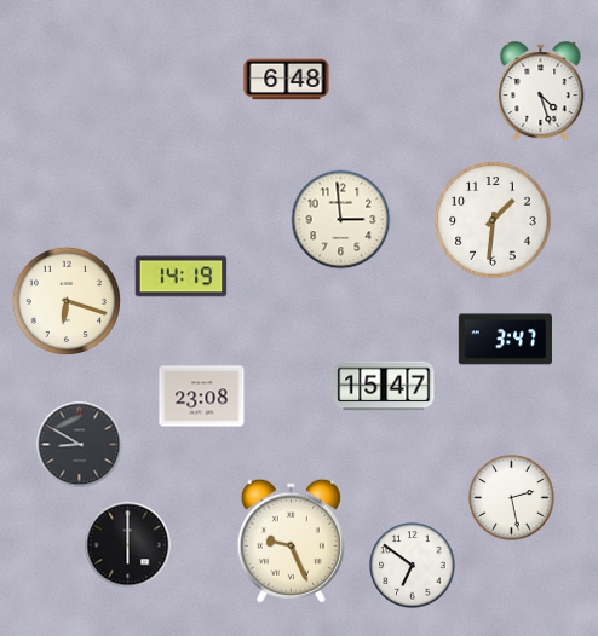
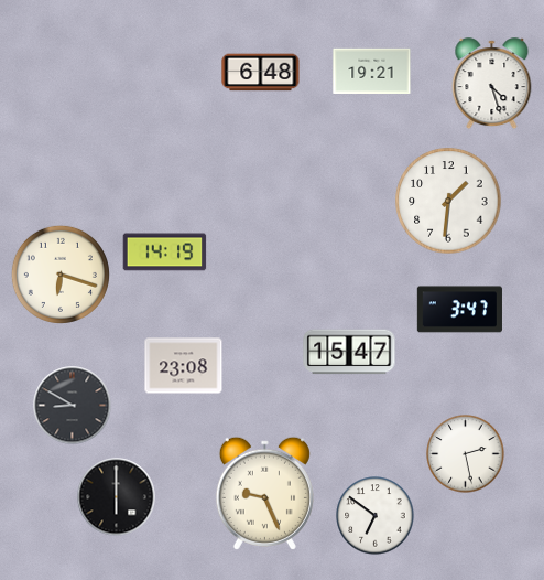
clock at (372, 71): none -> 19:21
clock at (341, 220): 2:59 -> none
clock at (202, 397) position: (202, 397) -> (184, 366)
